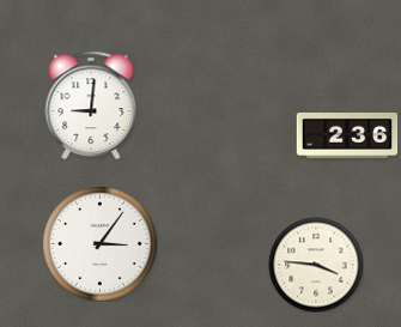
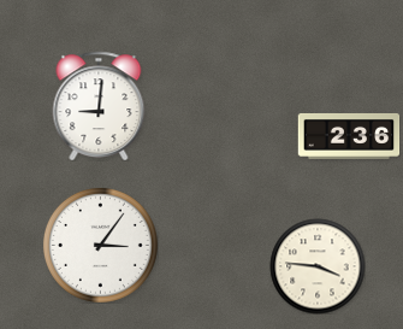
clock at (91, 105) position: (91, 105) -> (99, 106)
